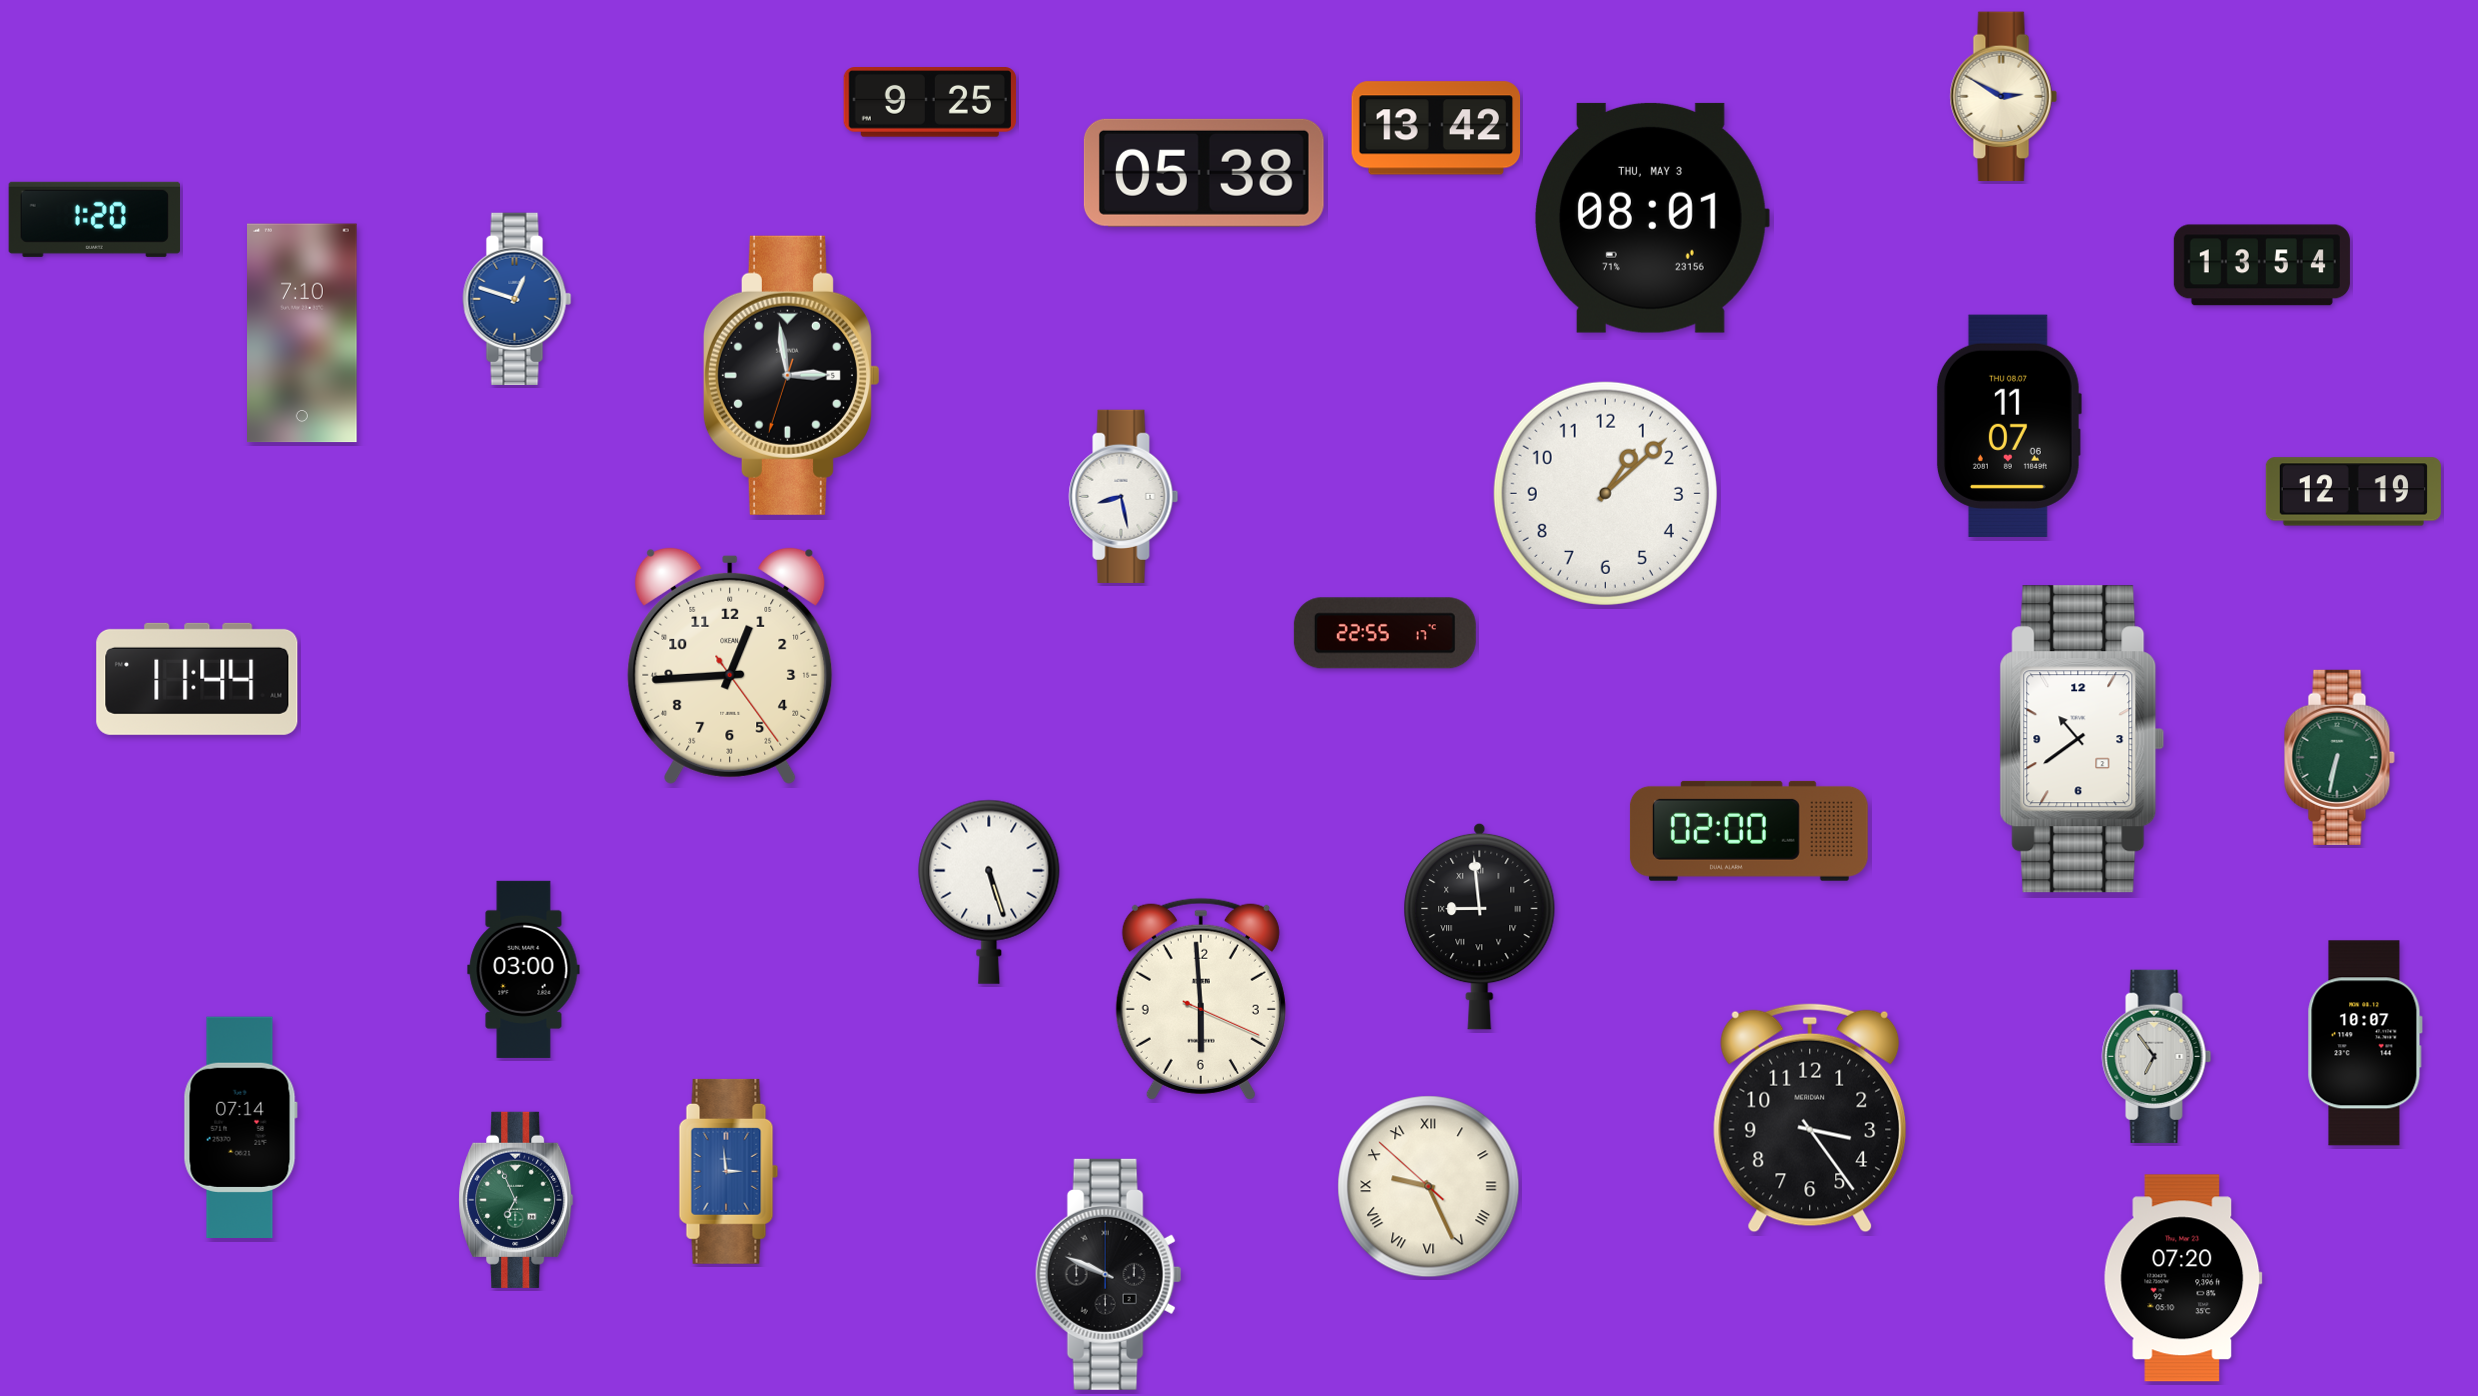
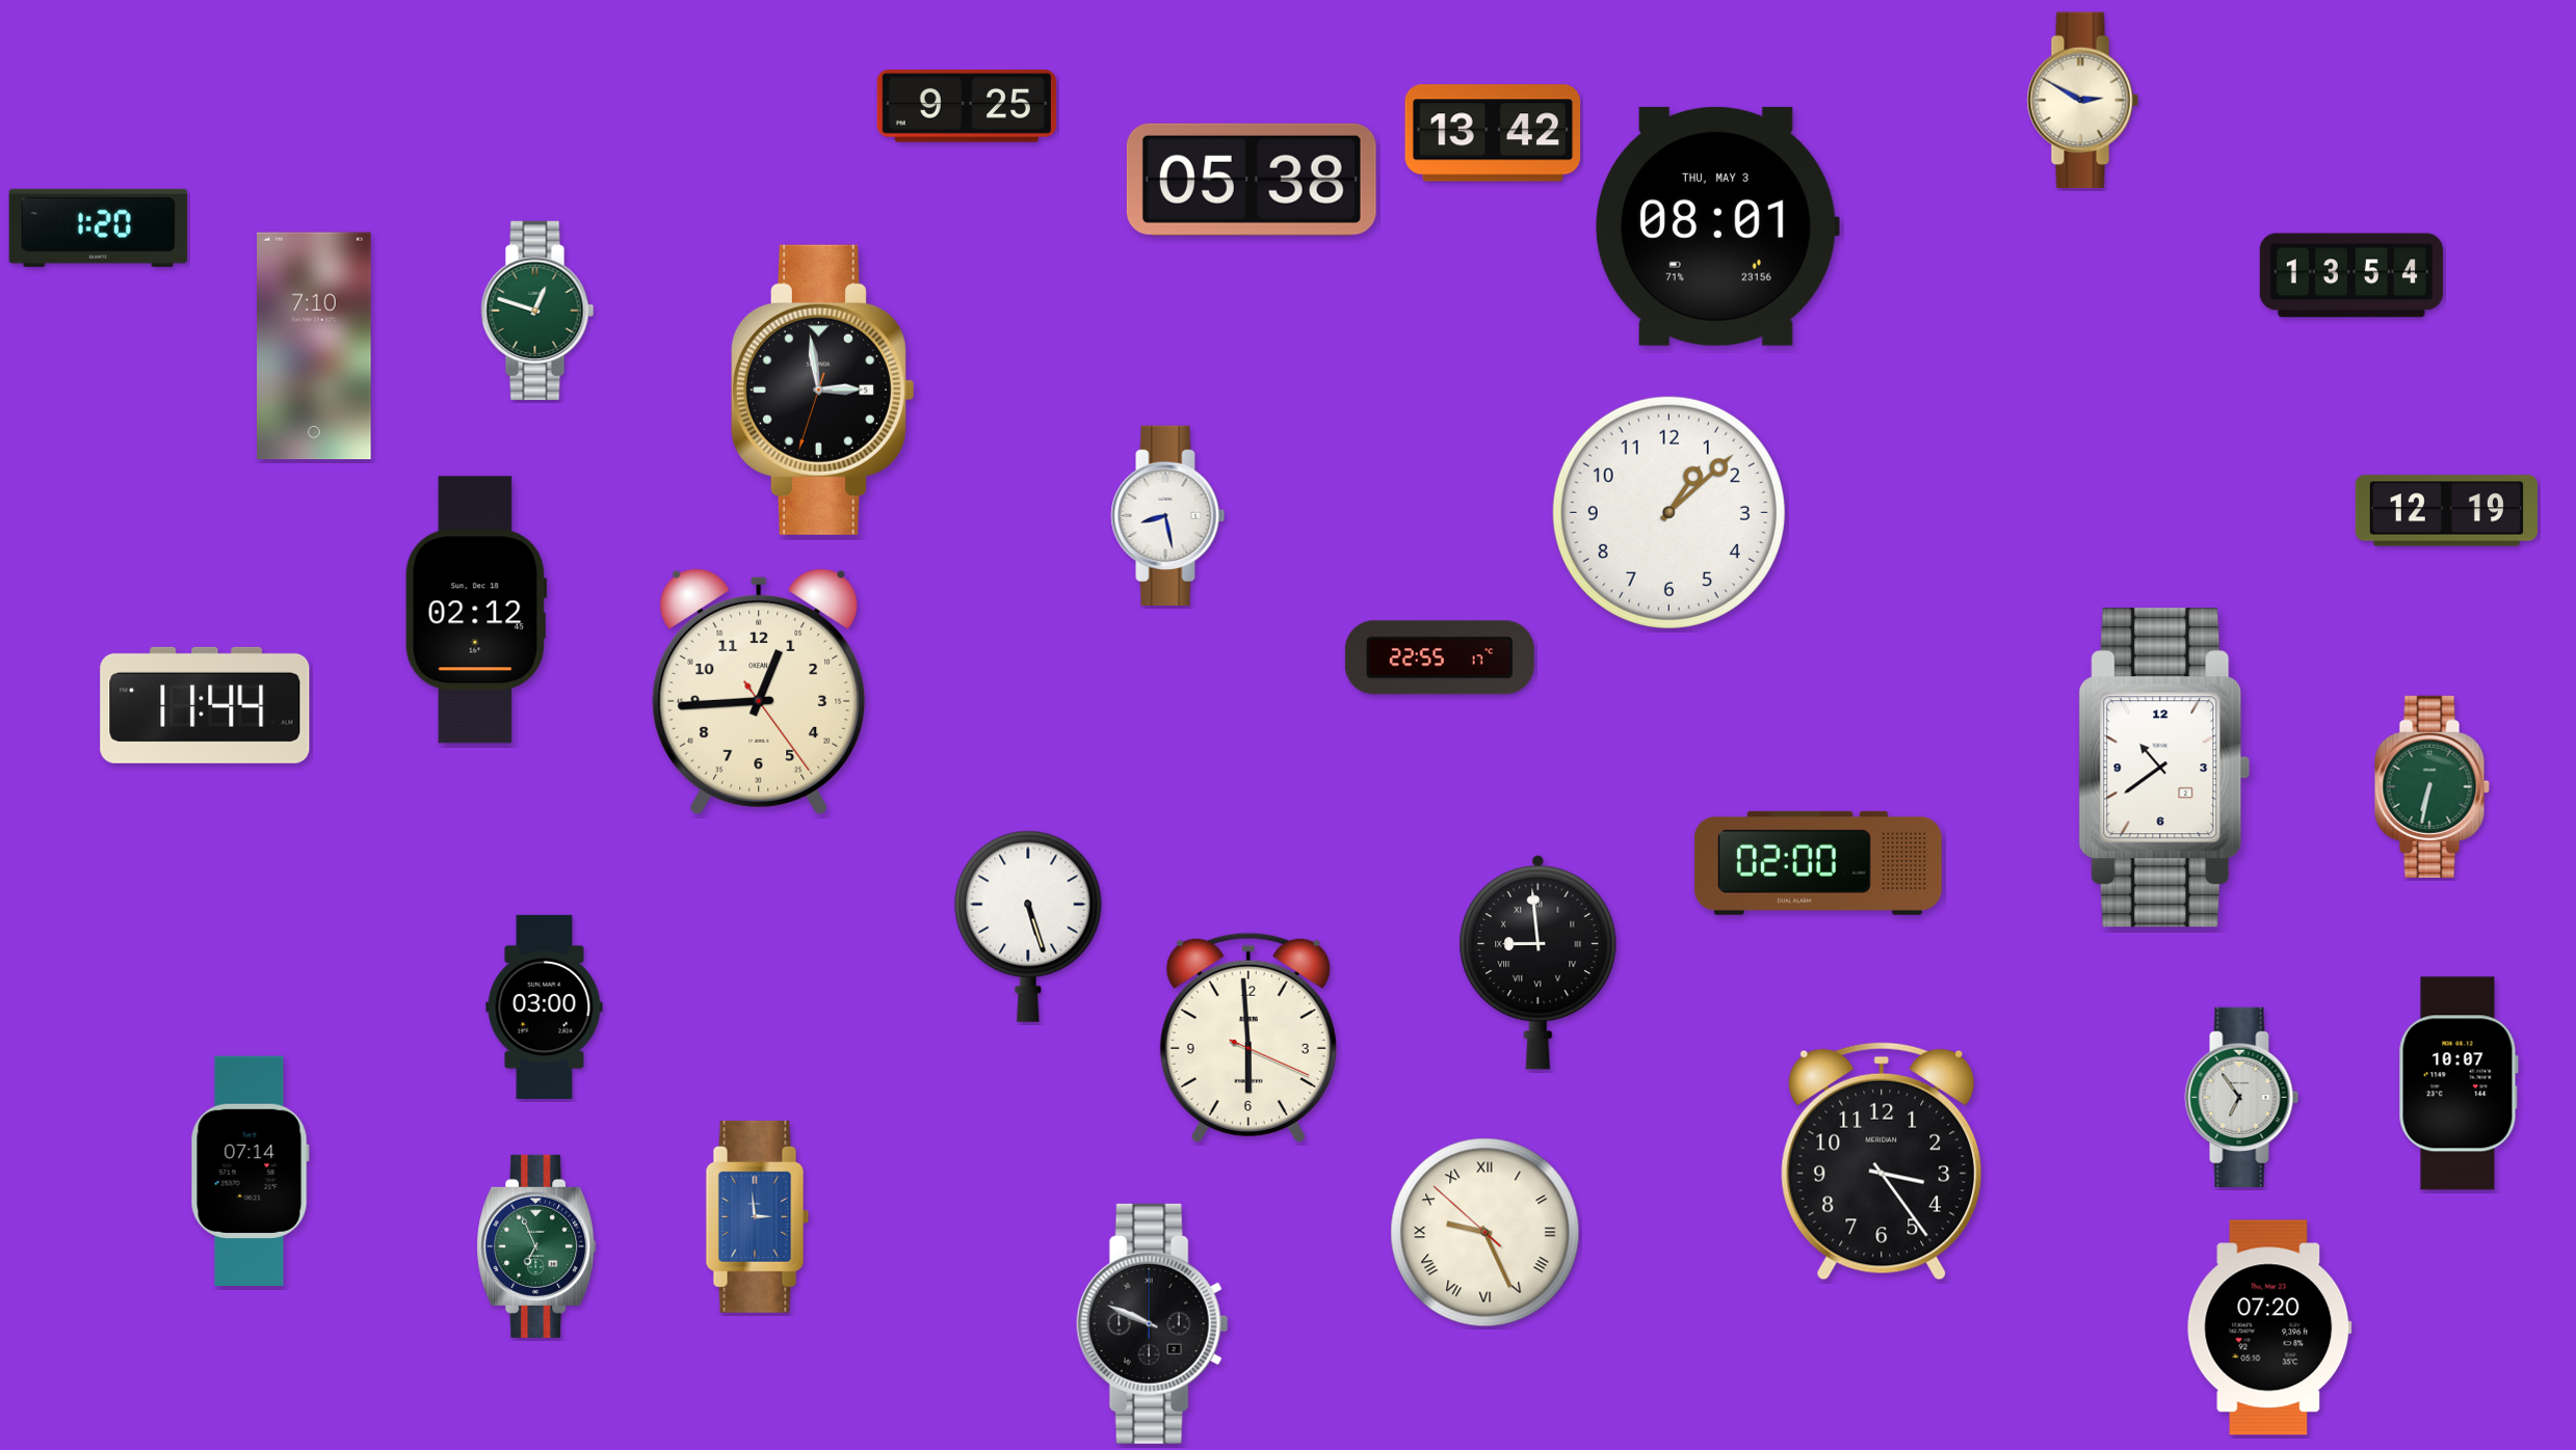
clock at (517, 299) dial: blue -> green
clock at (2009, 426): 11:07 -> none
clock at (476, 610): none -> 02:12
